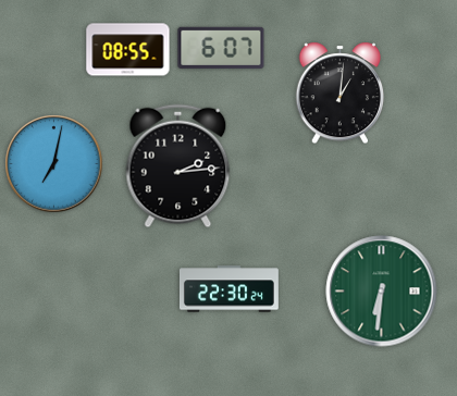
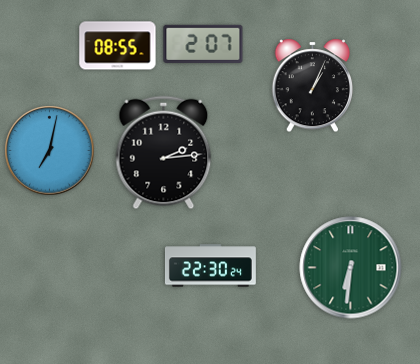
clock at (221, 48): 6:07 -> 2:07
clock at (341, 94): 1:01 -> 1:04
